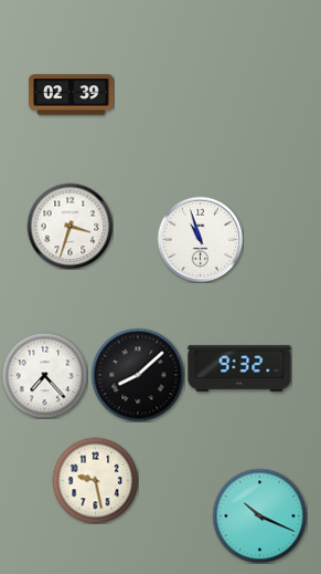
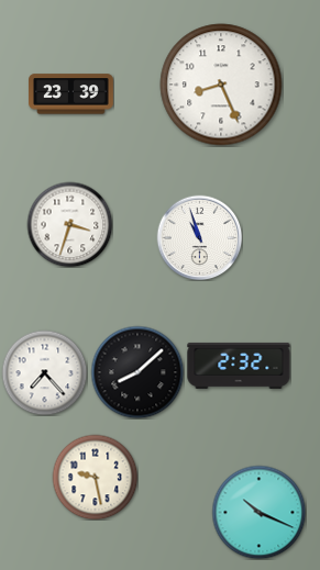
clock at (221, 85): none -> 8:26
clock at (72, 95): 02:39 -> 23:39
clock at (239, 368): 9:32 -> 2:32
